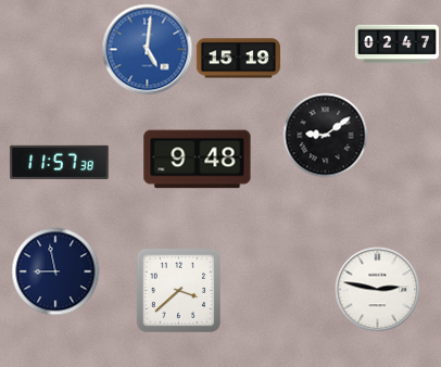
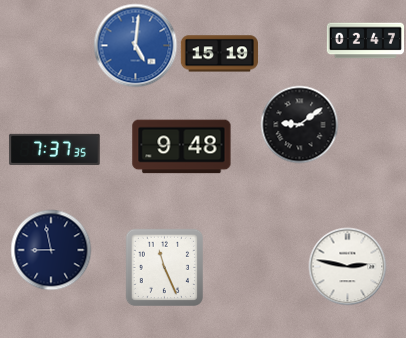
clock at (60, 162): 11:57 -> 7:37
clock at (178, 290): 3:38 -> 11:26
